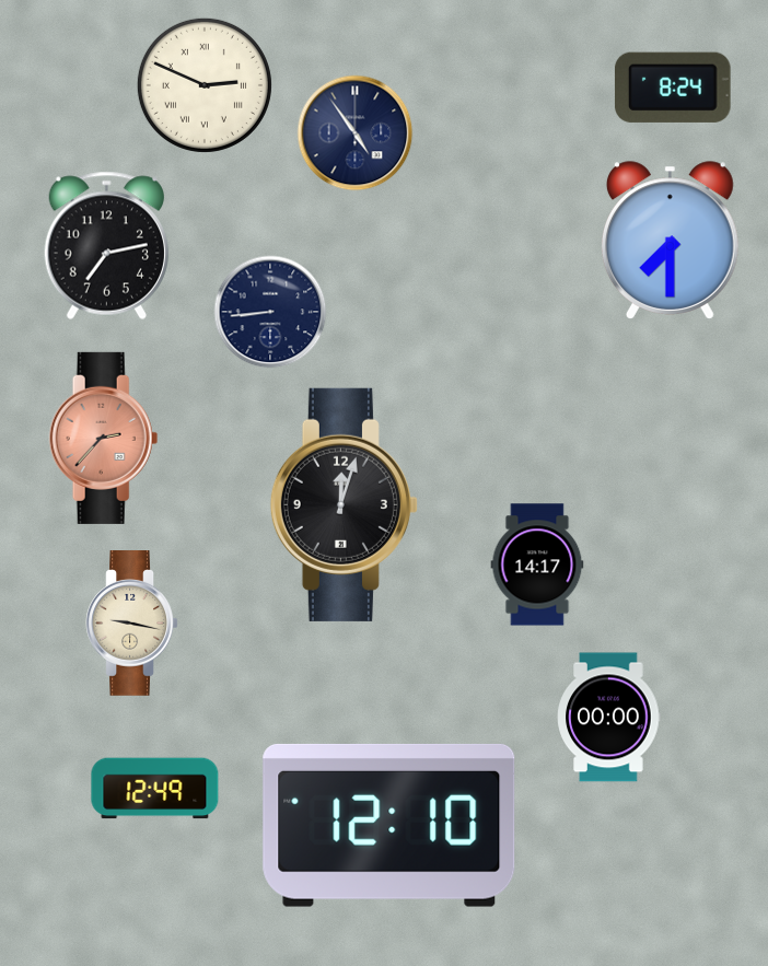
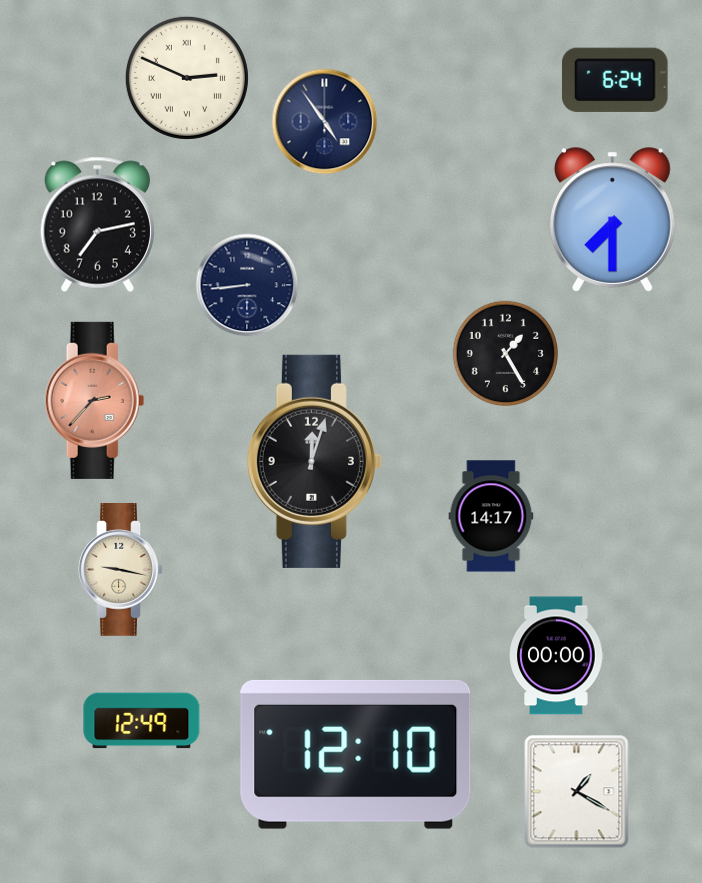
clock at (673, 88): 8:24 -> 6:24
clock at (505, 353): none -> 1:25
clock at (577, 792): none -> 1:20
